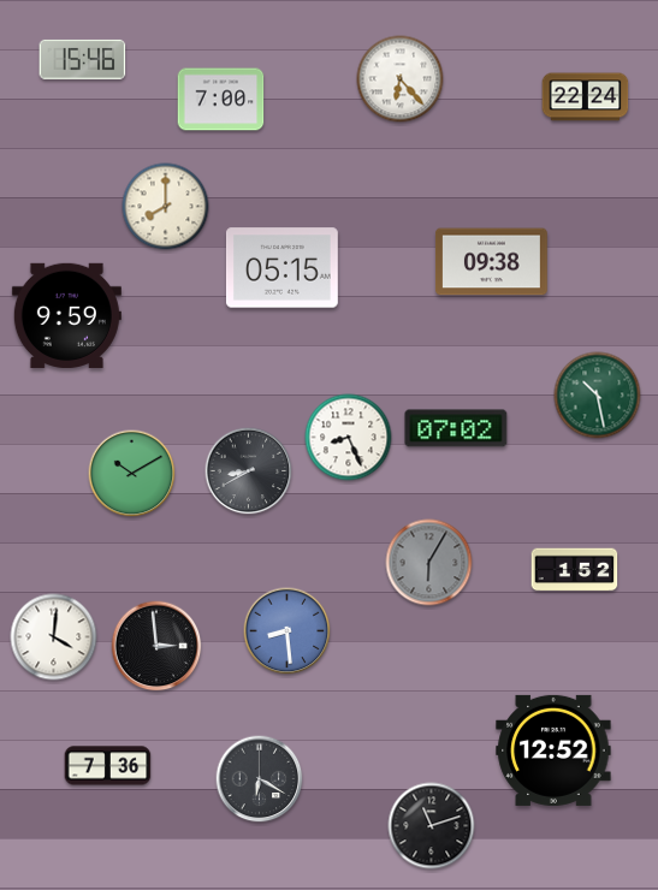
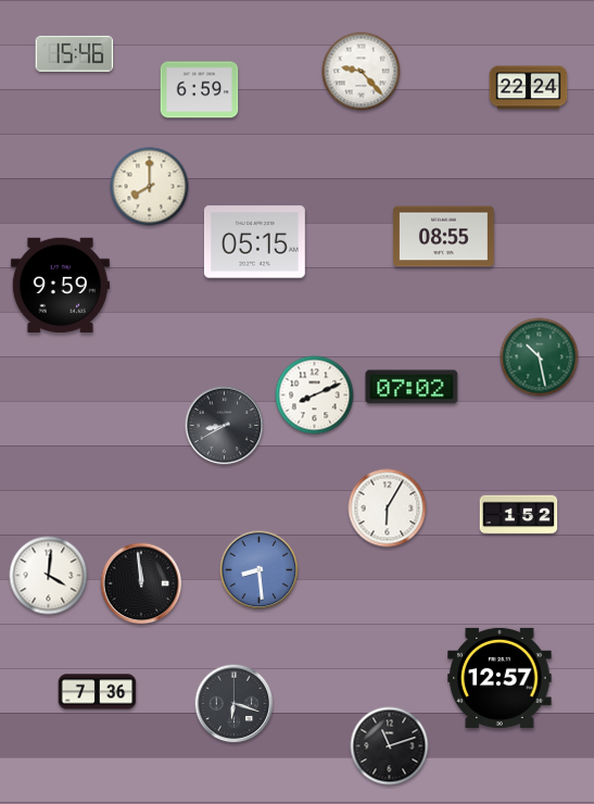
clock at (401, 79): 6:23 -> 9:23
clock at (221, 100): 7:00 -> 6:59
clock at (492, 262): 09:38 -> 08:55
clock at (349, 438): 8:26 -> 8:11
clock at (132, 474): 10:10 -> none
clock at (429, 563) dial: grey -> white
clock at (156, 646): 2:59 -> 11:59
clock at (553, 750): 12:52 -> 12:57
clock at (260, 779): 6:20 -> 6:18
